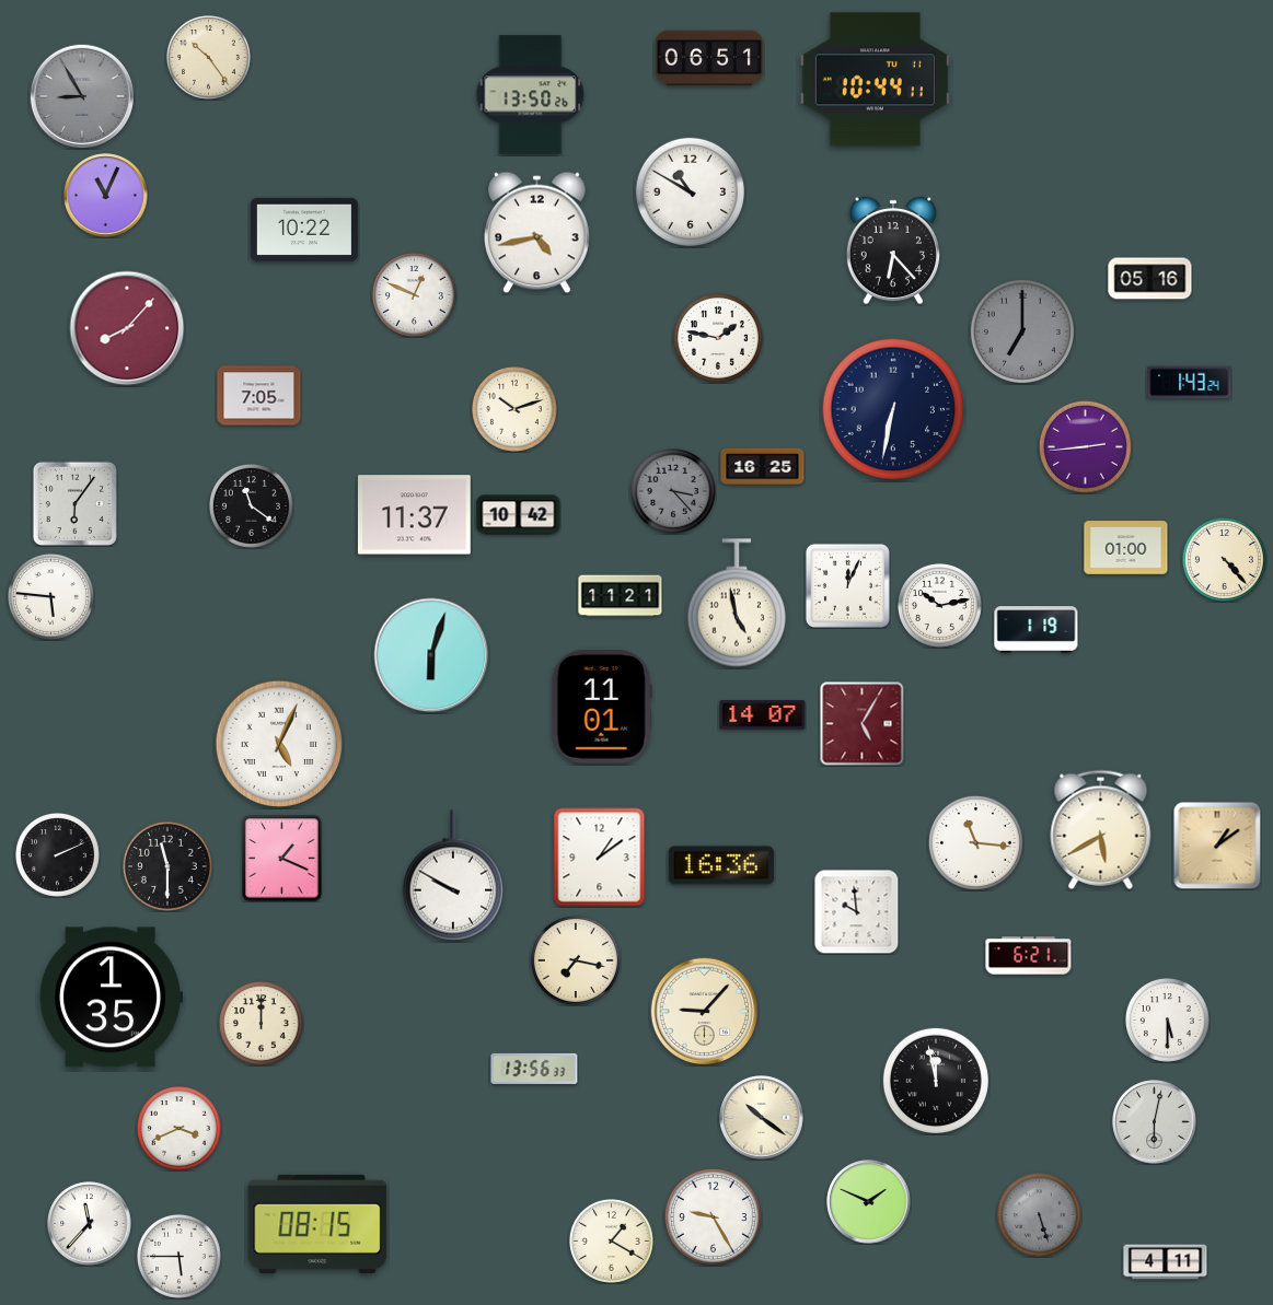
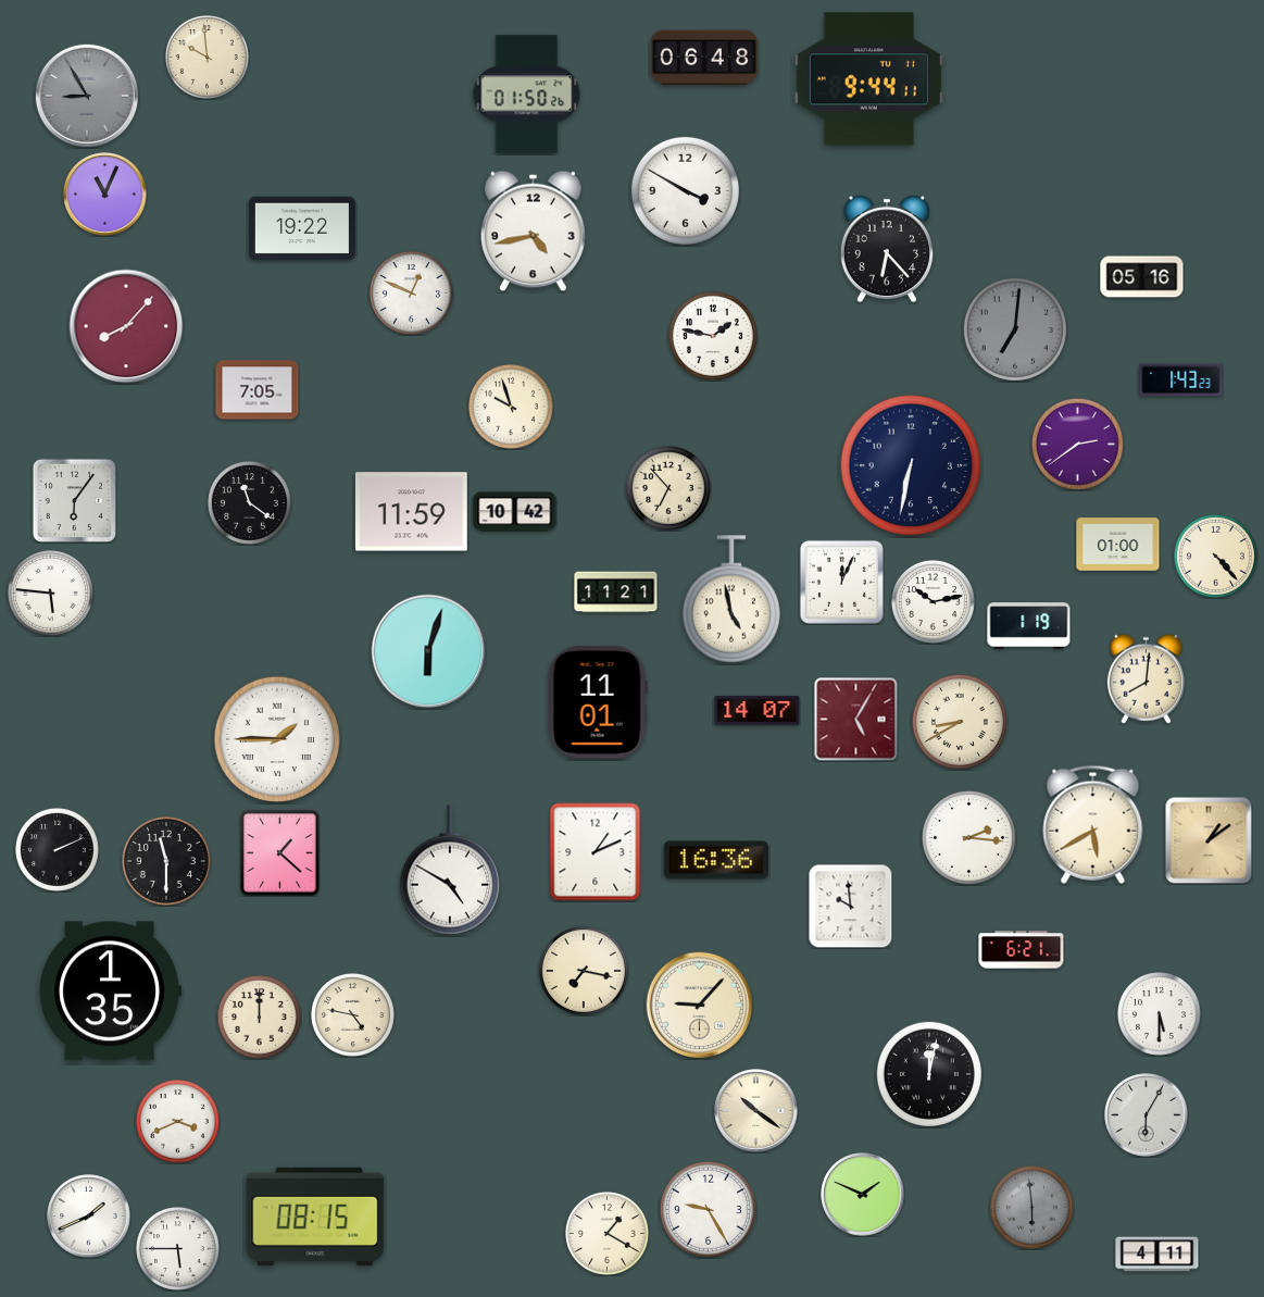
clock at (208, 57): 10:24 -> 9:59
clock at (709, 58): 06:51 -> 06:48
clock at (875, 80): 10:44 -> 9:44
clock at (81, 95) position: (81, 95) -> (86, 95)
clock at (531, 95): 13:50 -> 01:50
clock at (690, 191): 10:50 -> 3:50
clock at (304, 230): 10:22 -> 19:22
clock at (1022, 331): 7:00 -> 7:01
clock at (1190, 383): 1:43:24 -> 1:43:23
clock at (259, 396) position: (259, 396) -> (258, 390)
clock at (514, 409): 10:12 -> 9:57
clock at (893, 409) position: (893, 409) -> (911, 465)
clock at (1085, 446): 2:44 -> 2:39
clock at (763, 467): 16:25 -> none
clock at (673, 491): 3:23 -> 6:53
clock at (673, 491) dial: grey -> cream
clock at (414, 515): 11:37 -> 11:59
clock at (1146, 678): none -> 8:01
clock at (960, 722): none -> 8:40
clock at (279, 744): 5:04 -> 1:45
clock at (975, 842): 11:16 -> 2:16
clock at (600, 858): 1:09 -> 1:11
clock at (282, 859): 1:19 -> 1:22
clock at (452, 875): 9:50 -> 4:50
clock at (576, 960) position: (576, 960) -> (584, 971)
clock at (352, 1014): none -> 4:47
clock at (534, 1069): 13:56 -> none
clock at (936, 1081): 11:58 -> 12:02
clock at (1155, 1122): 6:02 -> 6:05
clock at (1039, 1214): 5:27 -> 5:59
clock at (90, 1224): 11:37 -> 1:41
